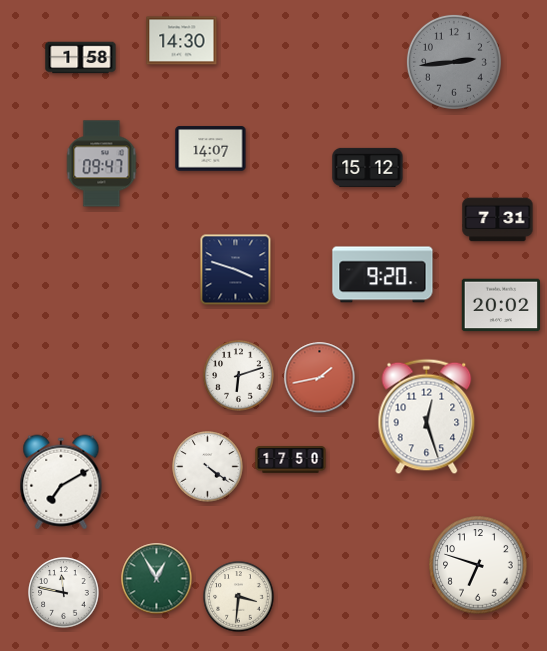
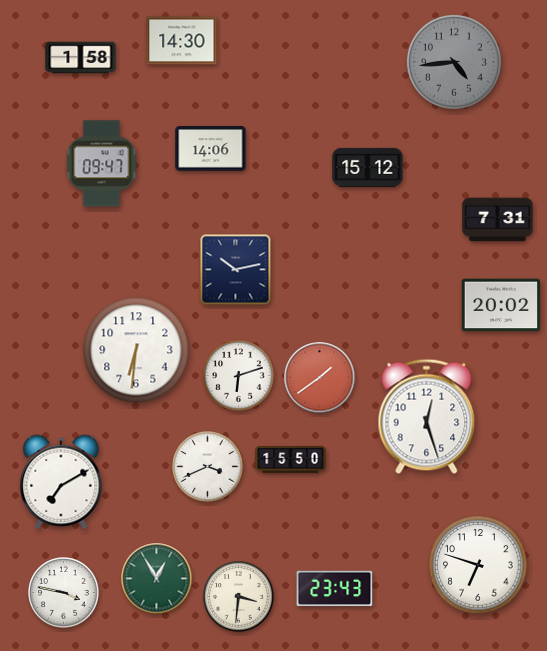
clock at (454, 62): 2:44 -> 4:44
clock at (211, 149): 14:07 -> 14:06
clock at (236, 270): 3:48 -> 10:13
clock at (383, 275): 9:20 -> none
clock at (136, 350): none -> 6:31
clock at (320, 378): 1:43 -> 1:39
clock at (291, 460): 17:50 -> 15:50
clock at (208, 467): 4:21 -> 3:41
clock at (335, 589): none -> 23:43
clock at (64, 593): 11:47 -> 3:47
